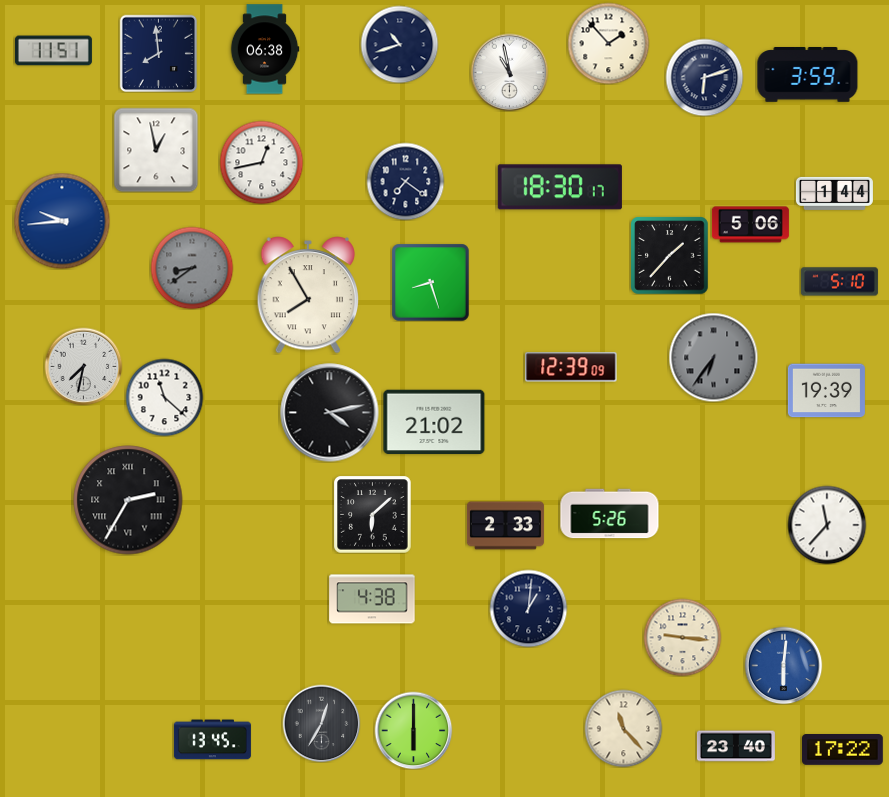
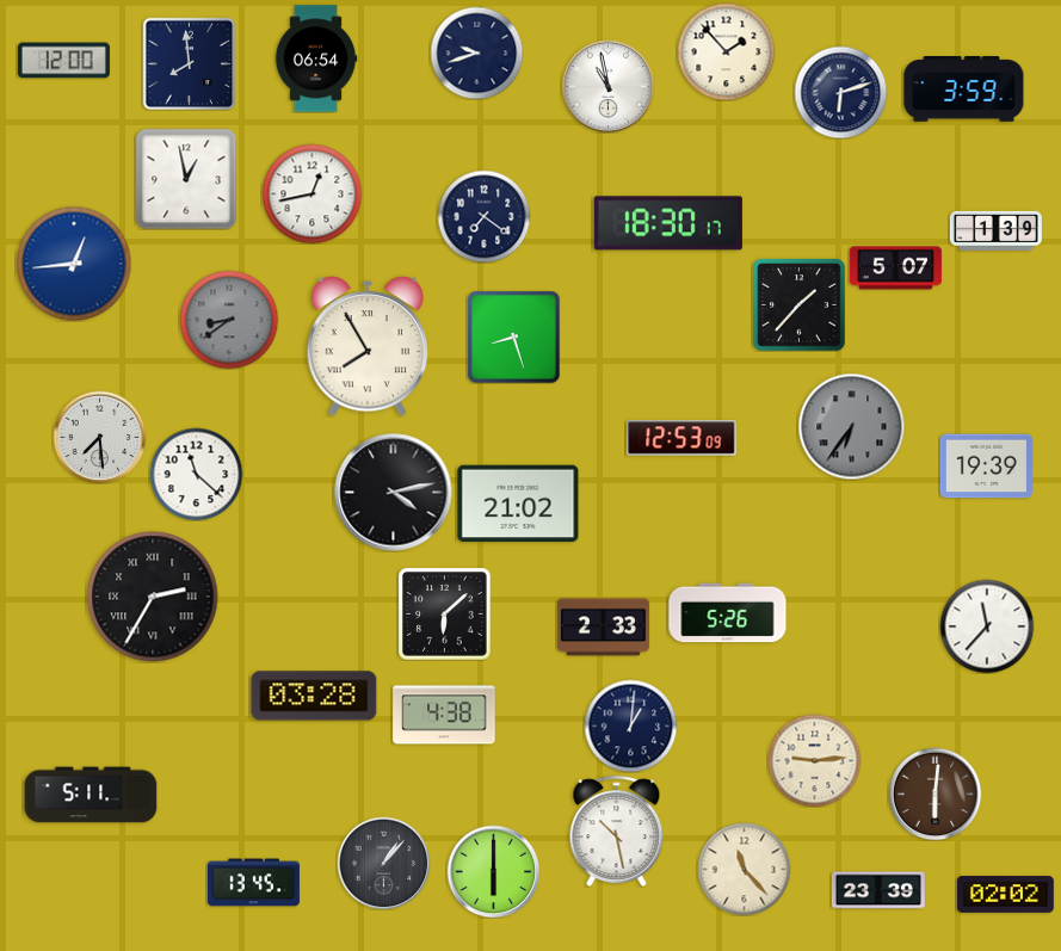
clock at (399, 44): 10:42 -> 9:42
clock at (265, 49): 06:38 -> 06:54
clock at (53, 51): 11:51 -> 12:00
clock at (834, 193): 1:44 -> 1:39
clock at (62, 221): 9:44 -> 12:44
clock at (750, 225): 5:06 -> 5:07
clock at (839, 282): 5:10 -> none
clock at (307, 295) position: (307, 295) -> (366, 346)
clock at (83, 366): 7:32 -> 7:29
clock at (571, 367): 12:39 -> 12:53
clock at (314, 696): none -> 03:28
clock at (682, 637): 9:16 -> 9:14
clock at (783, 665) dial: blue -> brown
clock at (91, 795): none -> 5:11
clock at (617, 830): none -> 10:28
clock at (321, 723): 12:35 -> 1:07
clock at (736, 746): 23:40 -> 23:39
clock at (843, 750): 17:22 -> 02:02
